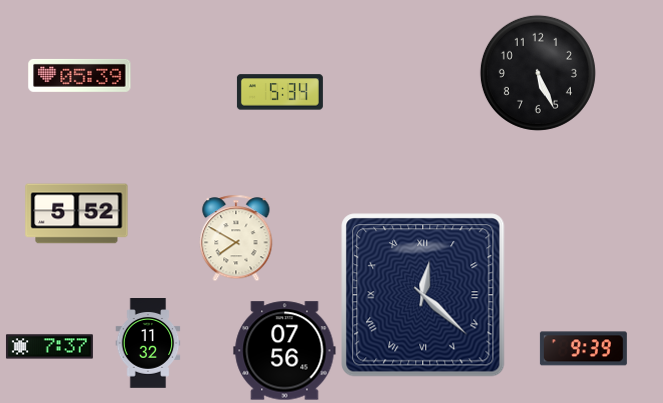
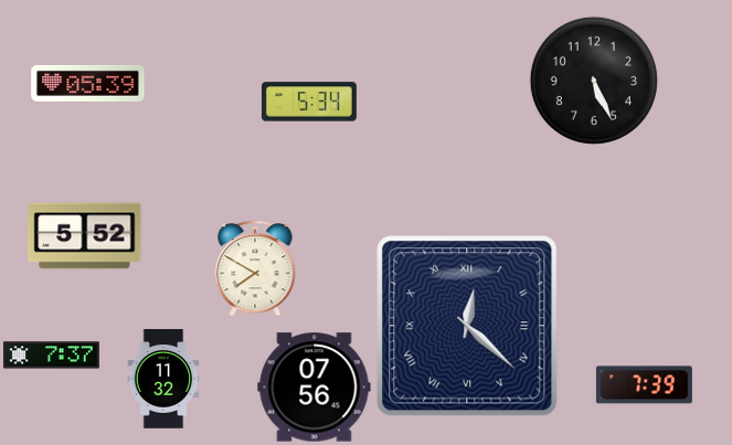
clock at (236, 238) position: (236, 238) -> (255, 268)
clock at (49, 347) position: (49, 347) -> (51, 356)
clock at (583, 349): 9:39 -> 7:39
